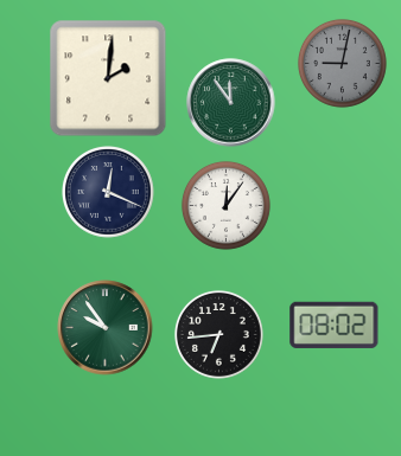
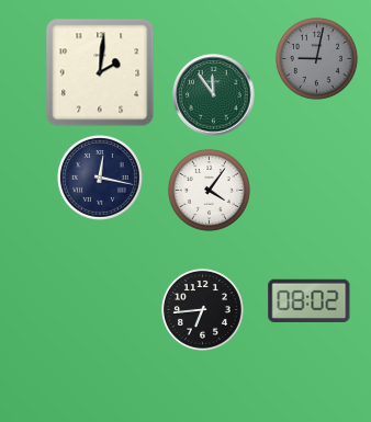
clock at (109, 193): 12:19 -> 12:17
clock at (225, 205): 12:06 -> 4:06
clock at (106, 328): 9:54 -> none
